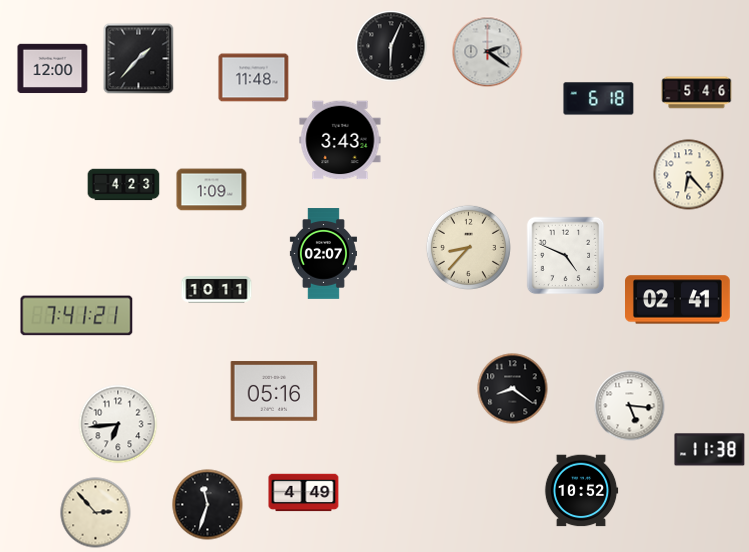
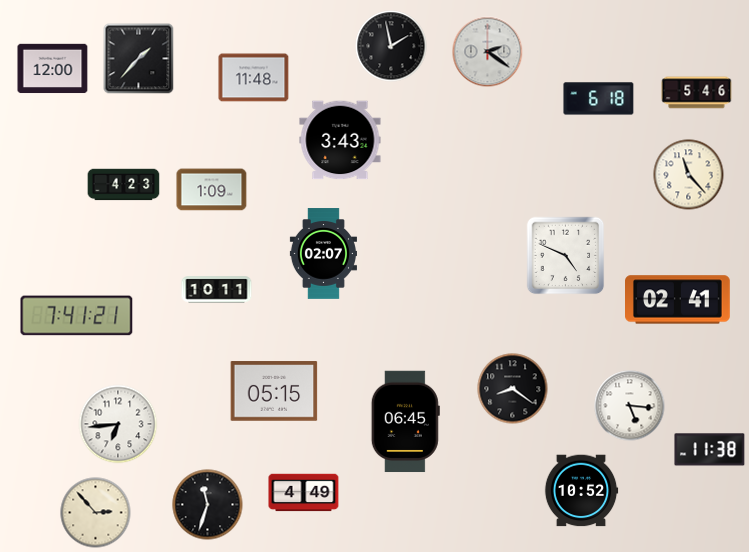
clock at (391, 46): 6:04 -> 1:58
clock at (689, 175): 6:23 -> 11:23
clock at (468, 247): 8:37 -> none
clock at (274, 391): 05:16 -> 05:15
clock at (405, 422): none -> 06:45
